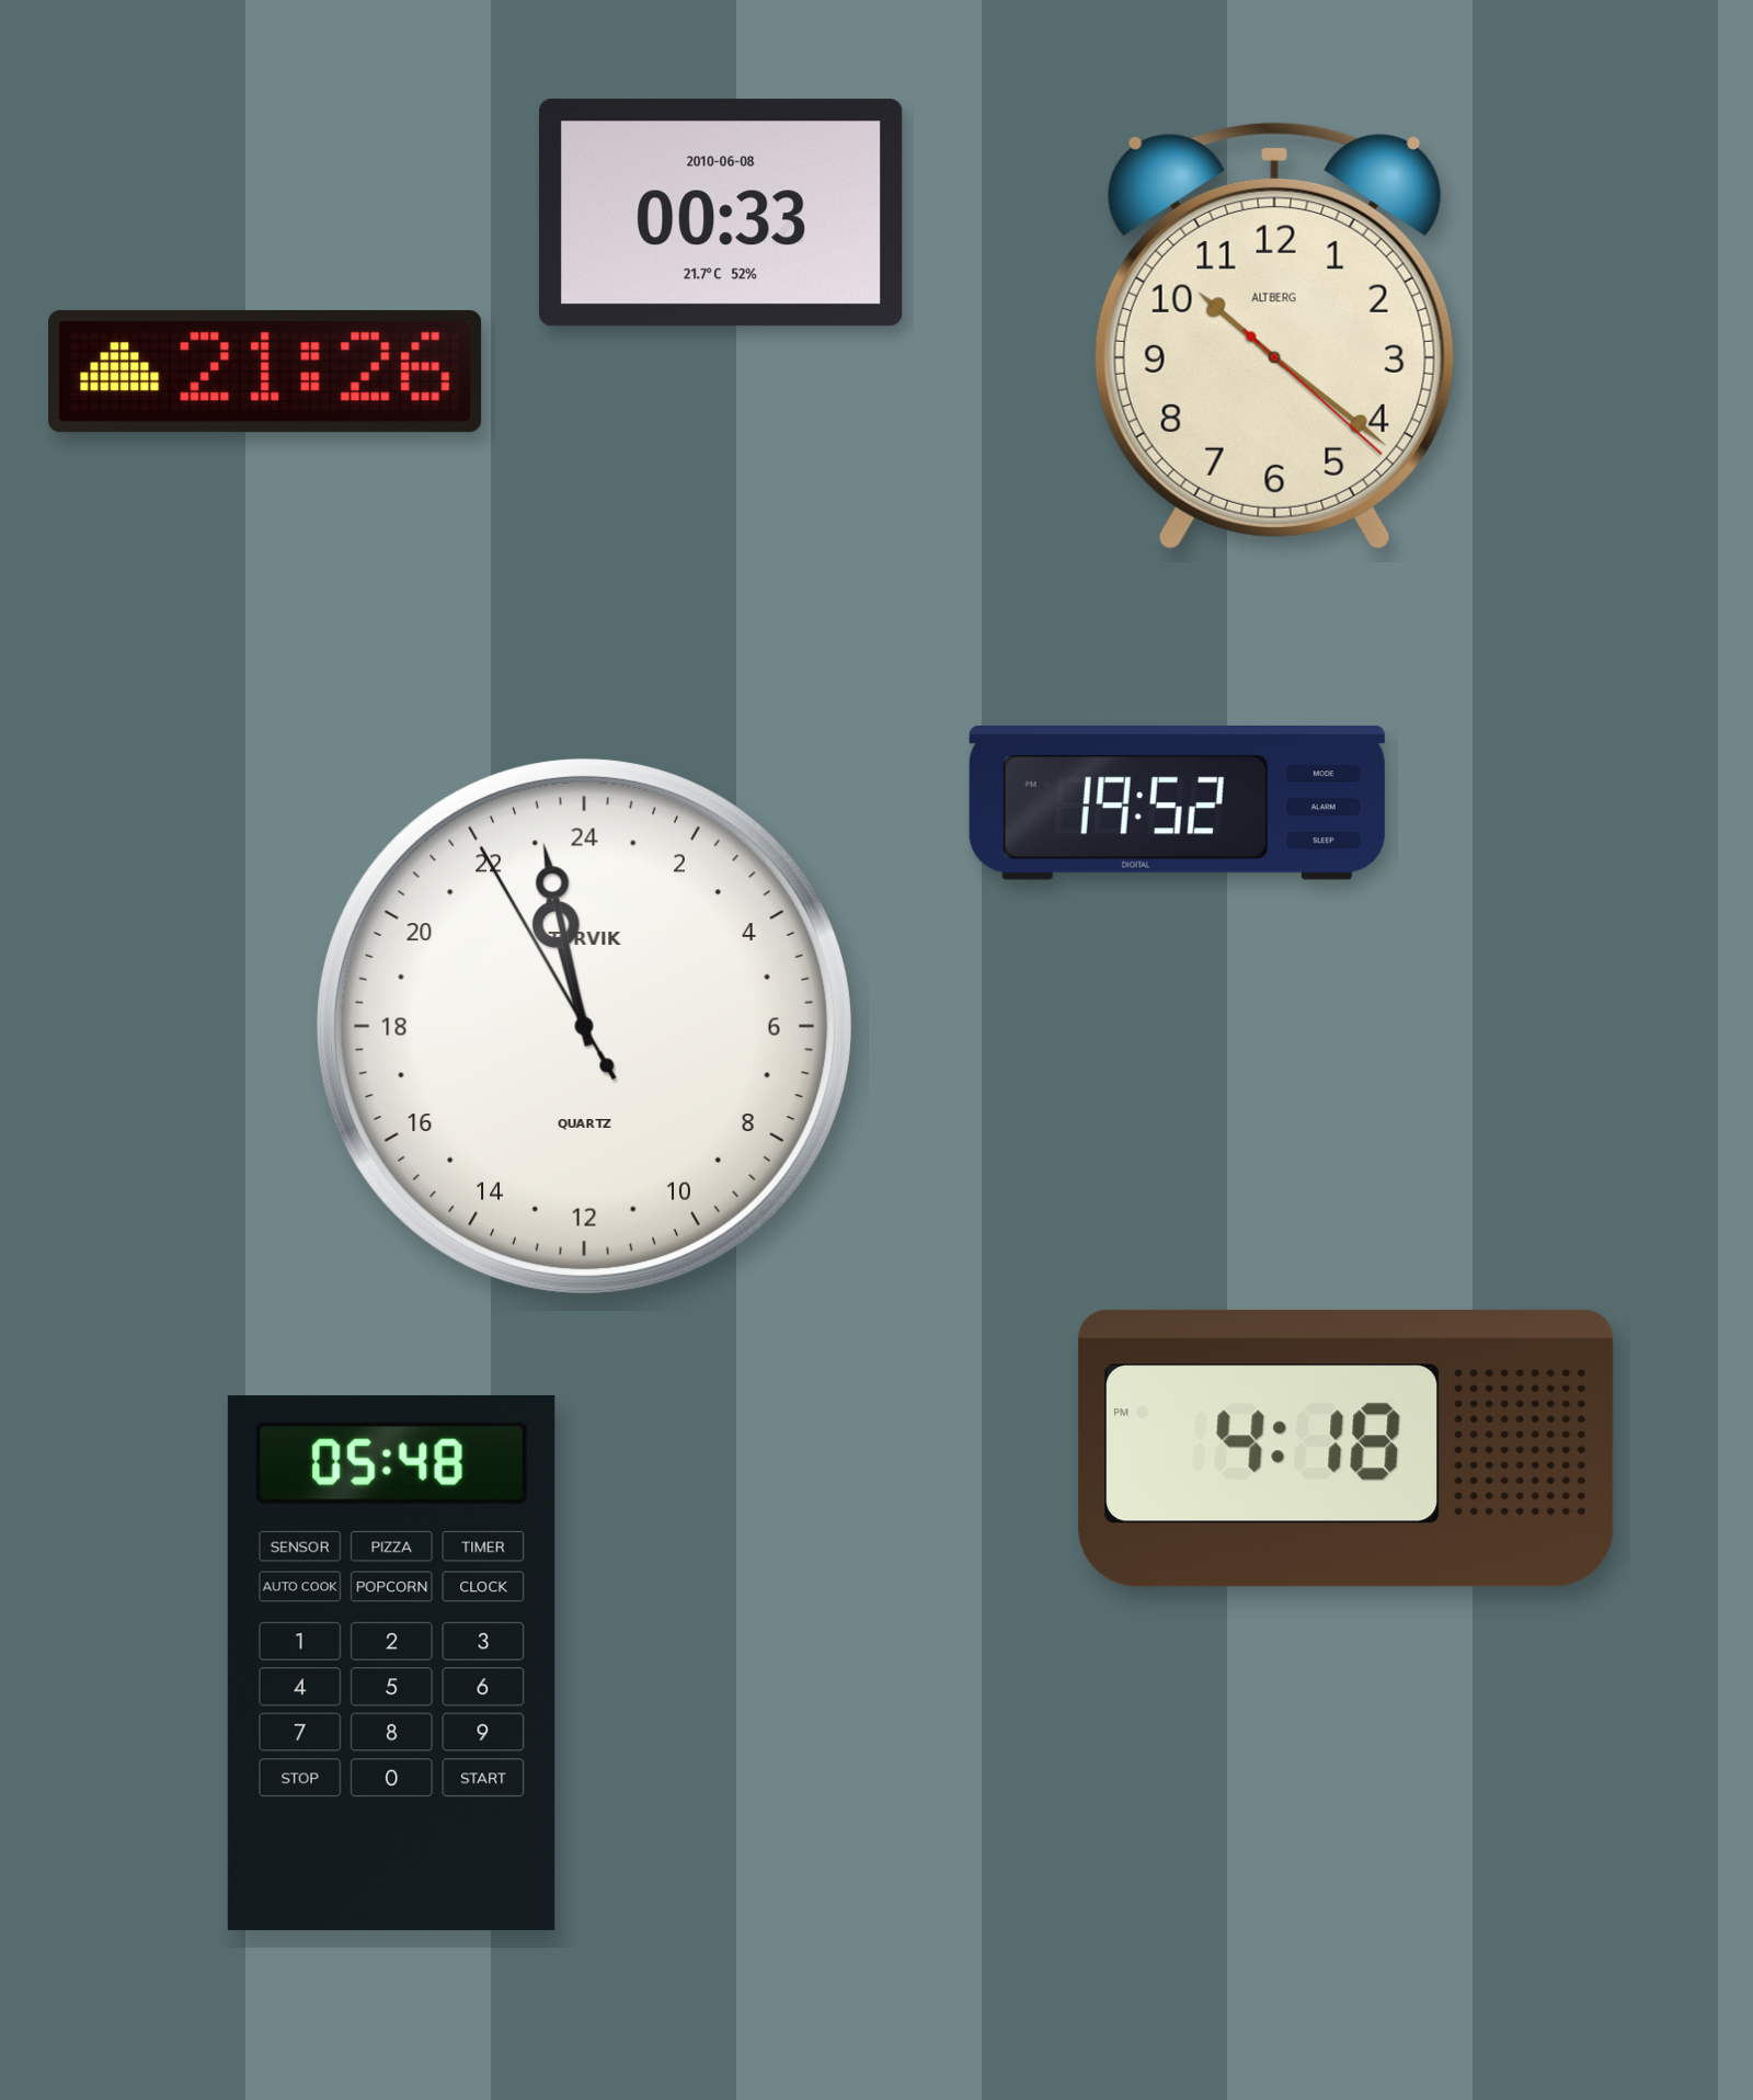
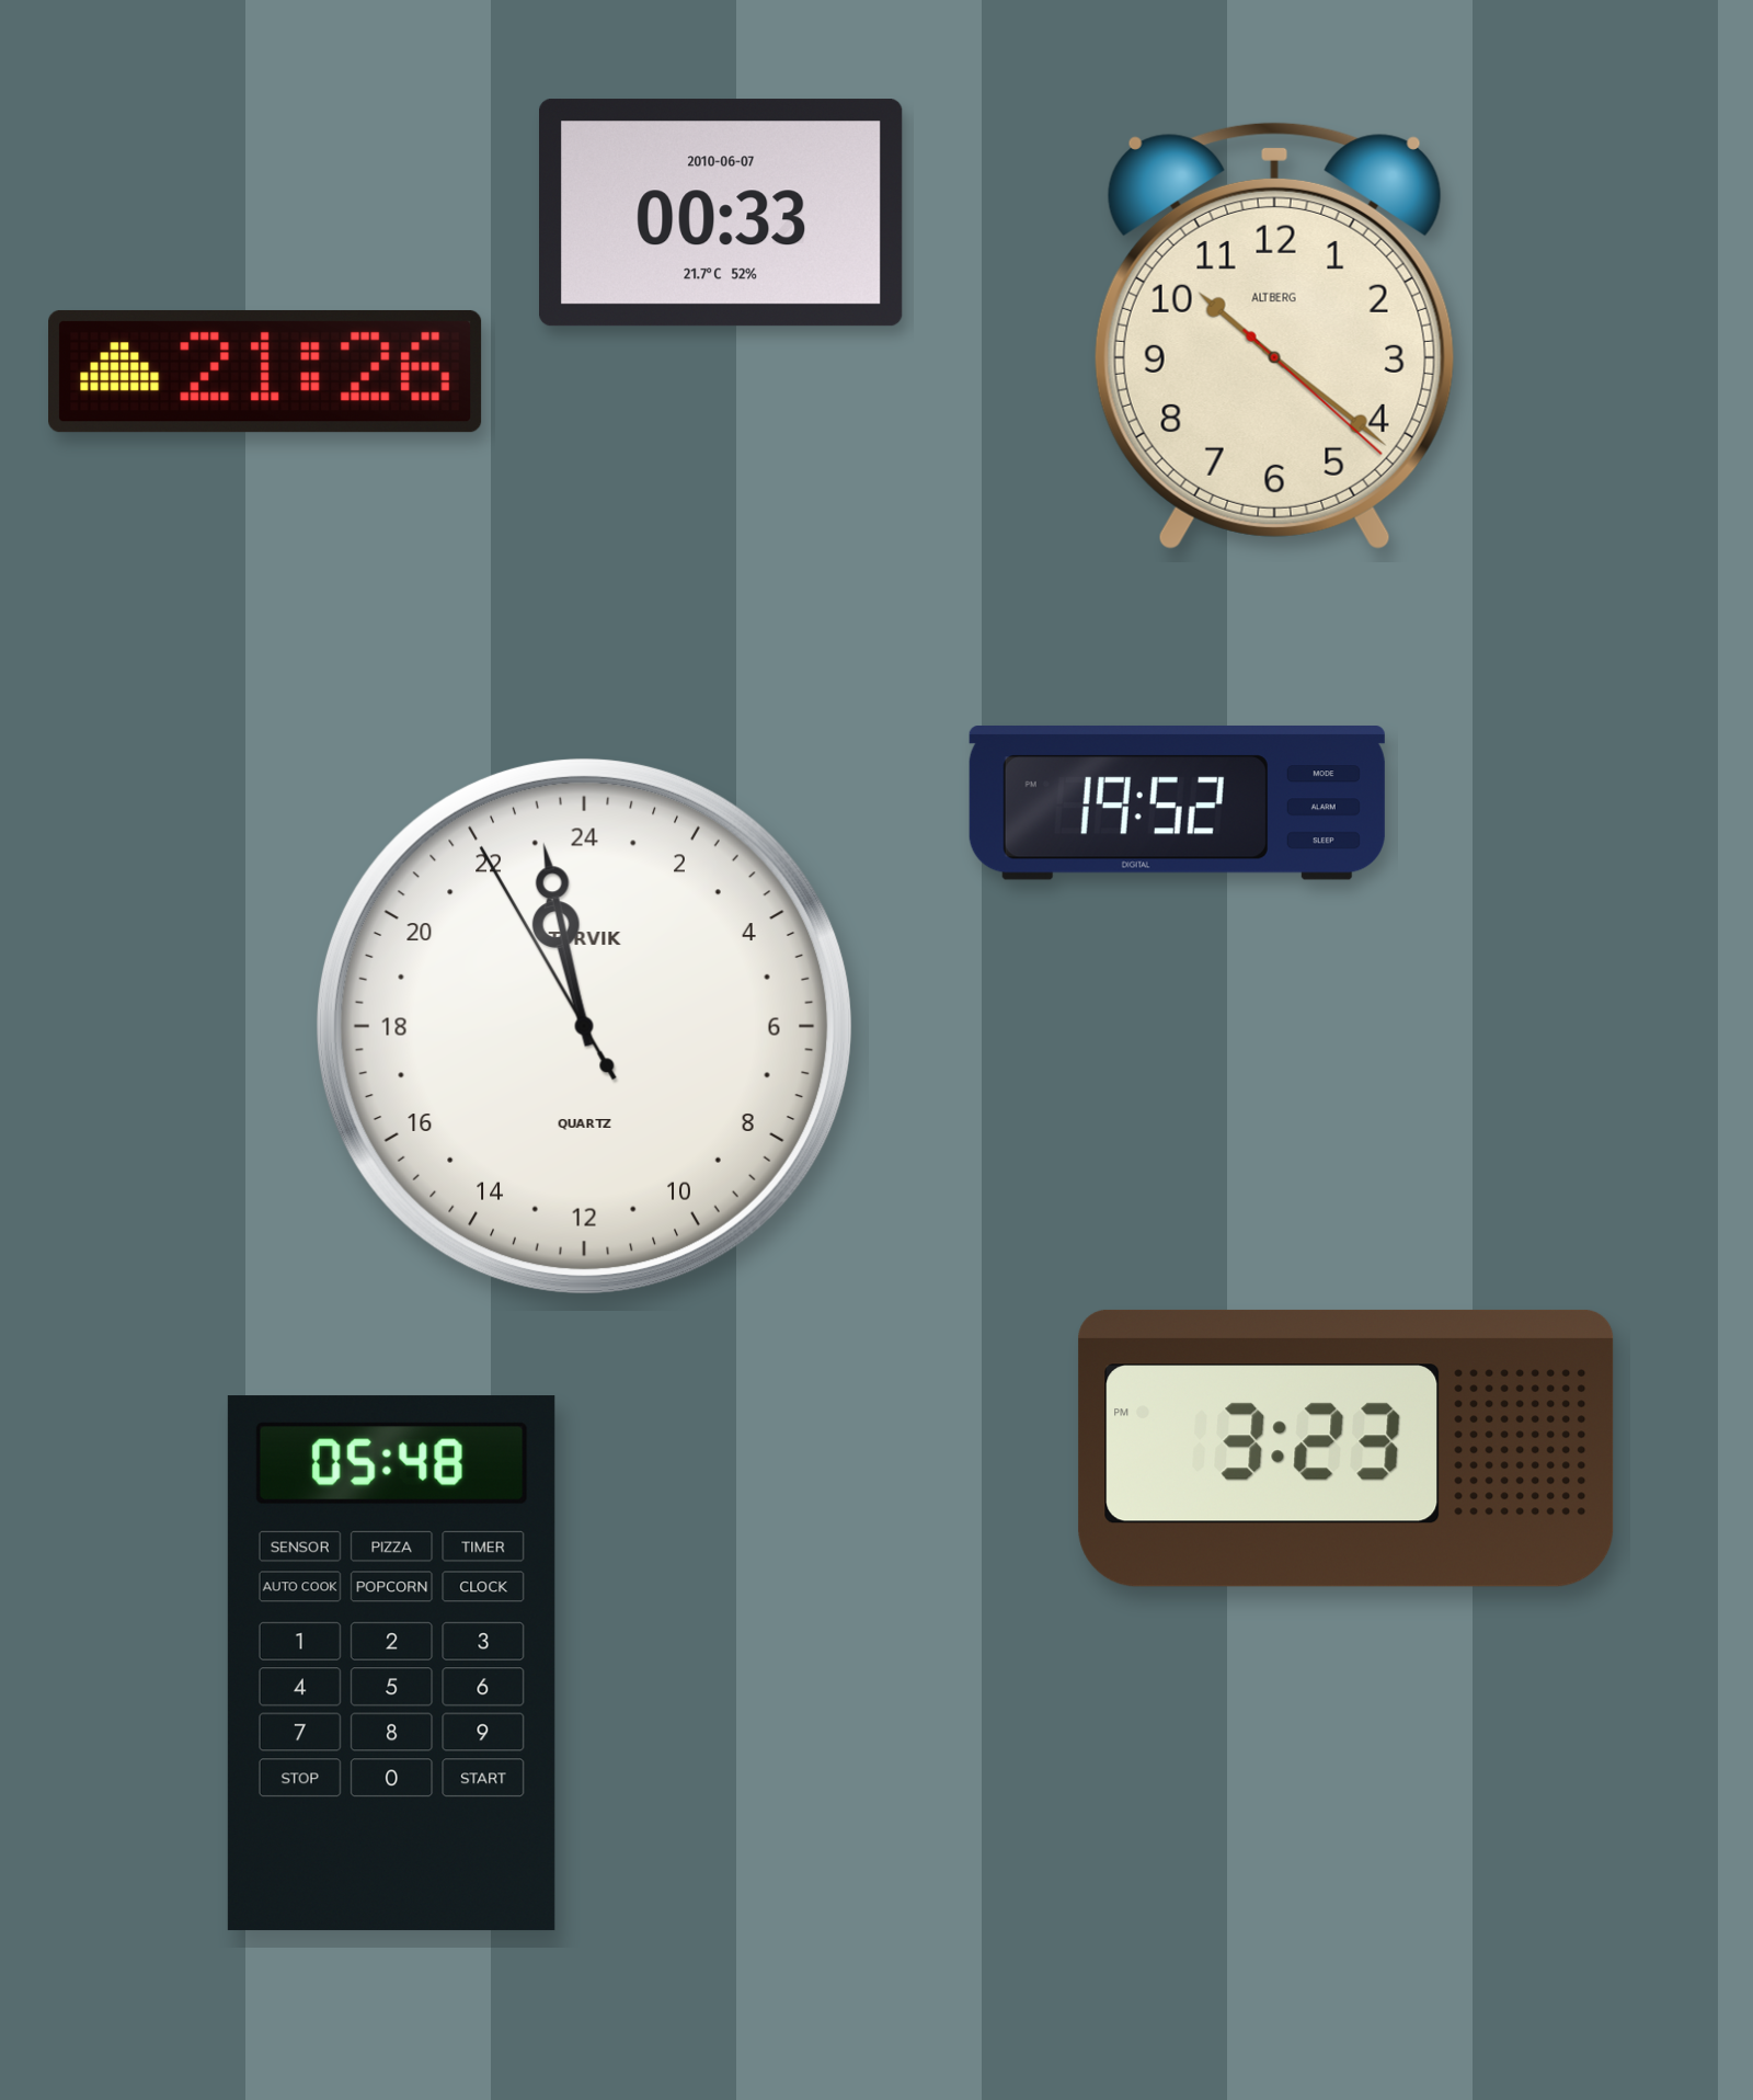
clock at (722, 213) date: 2010-06-08 -> 2010-06-07
clock at (1347, 1448): 4:18 -> 3:23
